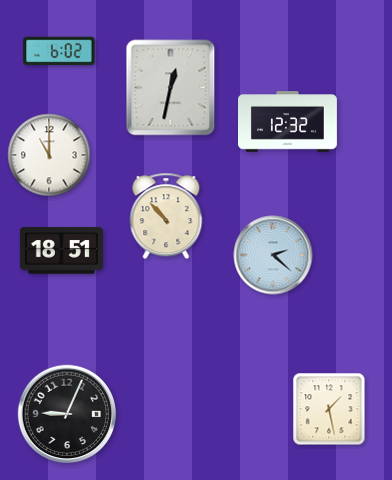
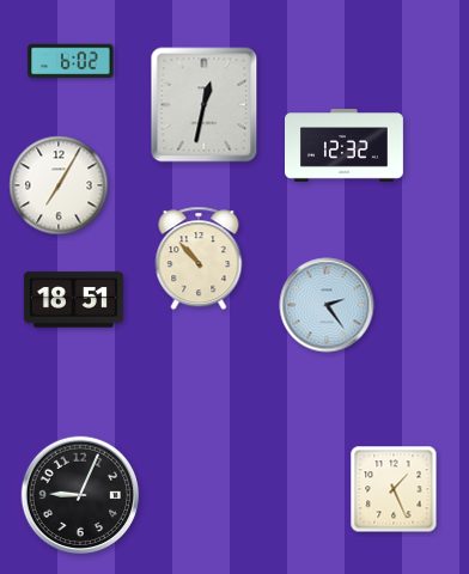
clock at (49, 155): 11:00 -> 7:05
clock at (273, 255): 2:22 -> 2:24
clock at (329, 409): 1:28 -> 1:26
